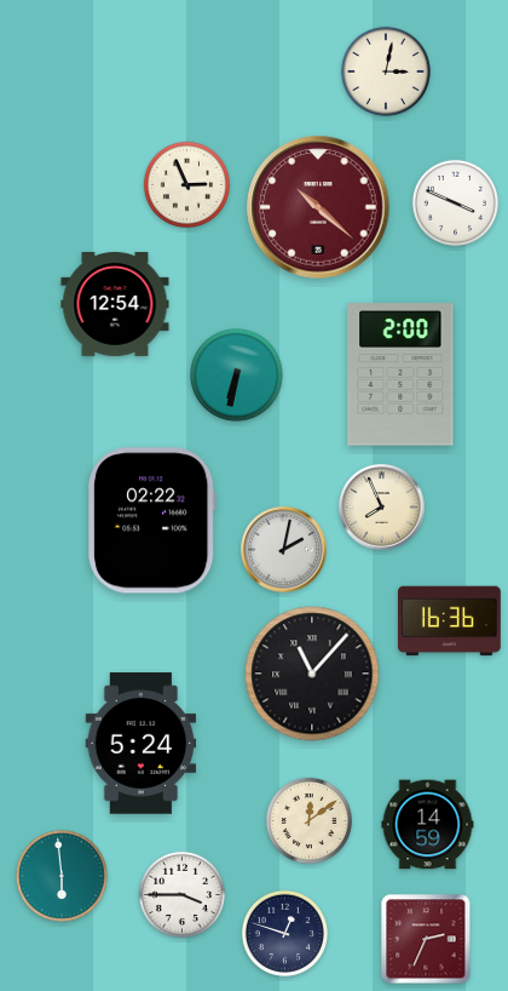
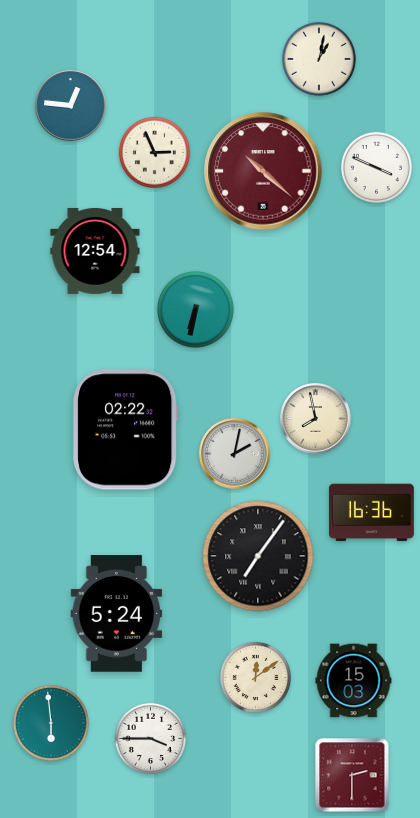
clock at (386, 71): 3:02 -> 1:02
clock at (71, 106): none -> 12:46
clock at (400, 374): 2:00 -> none
clock at (382, 508): 7:56 -> 7:58
clock at (312, 674): 11:07 -> 7:06
clock at (428, 825): 14:59 -> 15:03
clock at (284, 933): 12:48 -> none
clock at (426, 939): 2:34 -> 2:30
